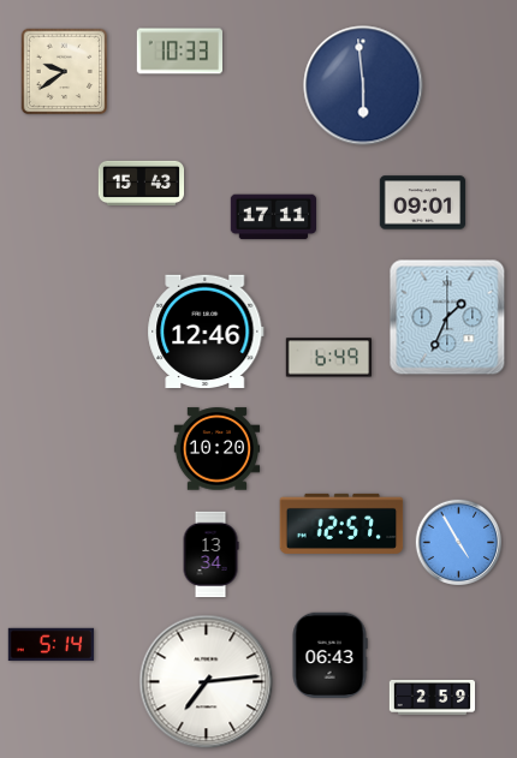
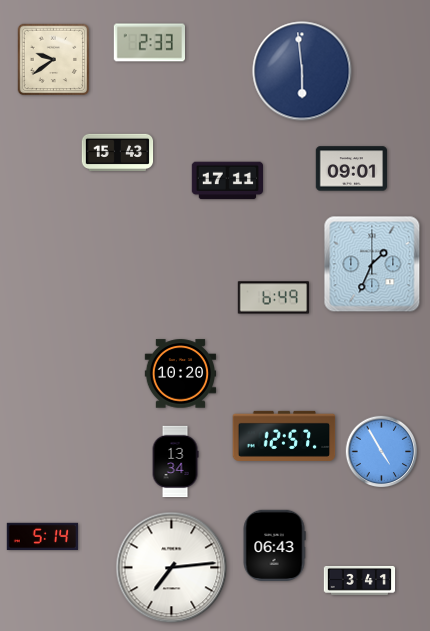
clock at (179, 52): 10:33 -> 2:33
clock at (206, 330): 12:46 -> none
clock at (433, 697): 2:59 -> 3:41
